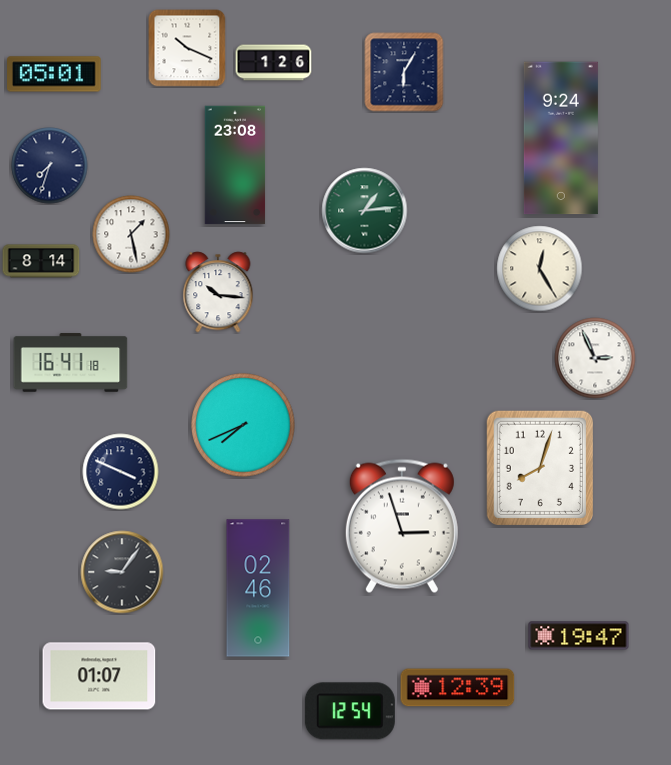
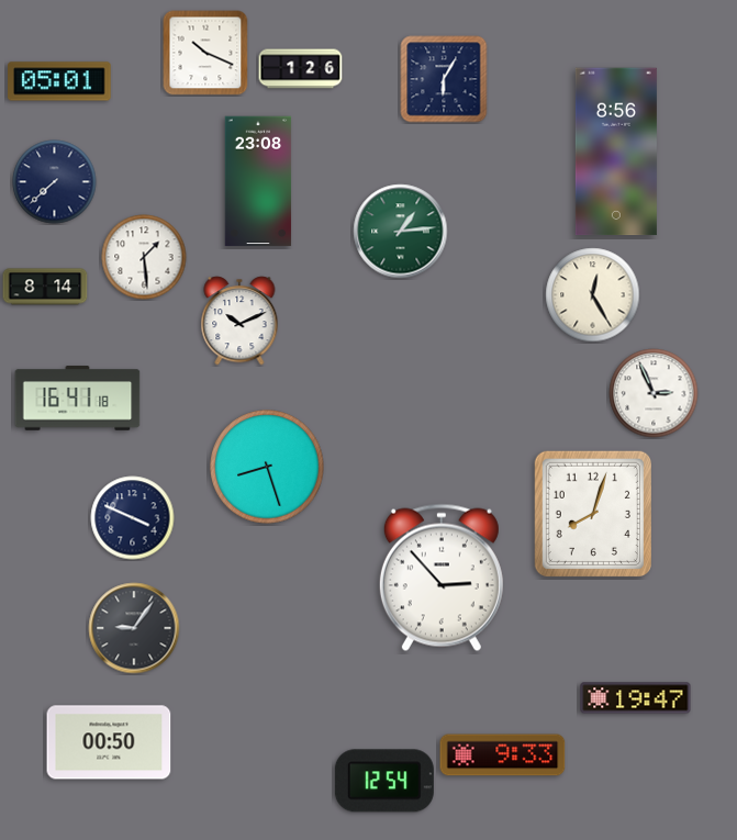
clock at (561, 138): 9:24 -> 8:56
clock at (50, 166): 7:33 -> 7:38
clock at (131, 234): 1:28 -> 1:29
clock at (218, 292): 10:16 -> 10:11
clock at (243, 425): 7:41 -> 8:27
clock at (402, 526): 2:57 -> 2:53
clock at (258, 588): 02:46 -> none
clock at (99, 676): 01:07 -> 00:50
clock at (458, 688): 12:39 -> 9:33
